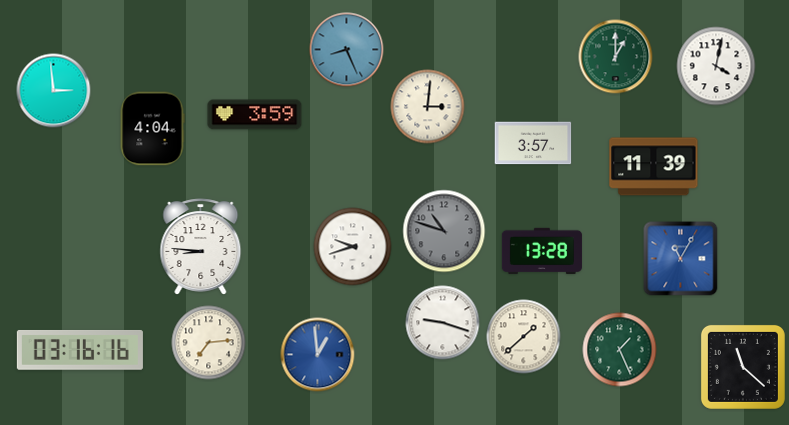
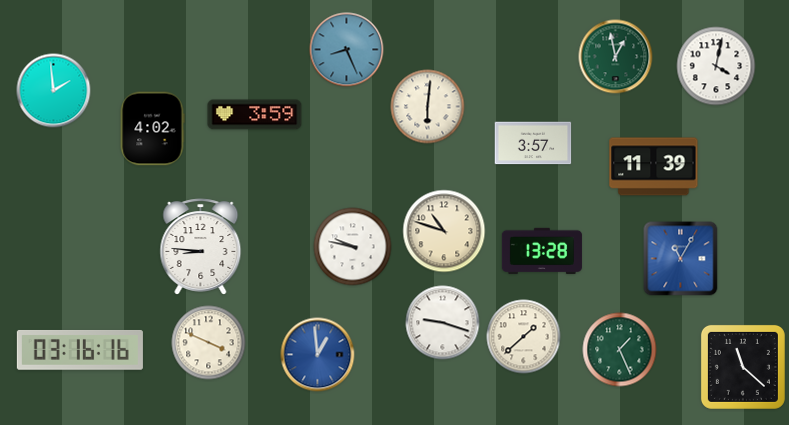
clock at (616, 57): 1:00 -> 12:58
clock at (54, 91): 2:59 -> 1:59
clock at (428, 107): 3:01 -> 6:01
clock at (152, 129): 4:04 -> 4:02
clock at (444, 231) dial: grey -> cream
clock at (353, 247): 9:42 -> 9:47
clock at (209, 343): 7:14 -> 3:49
